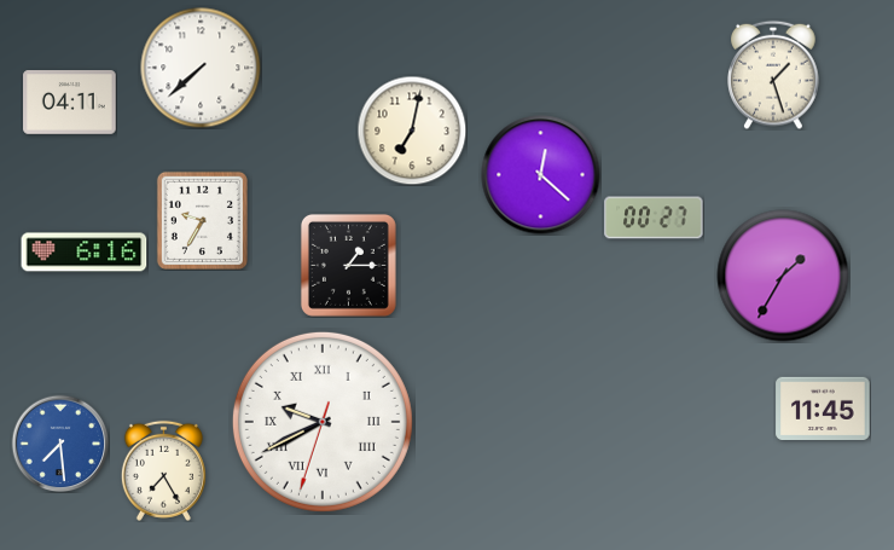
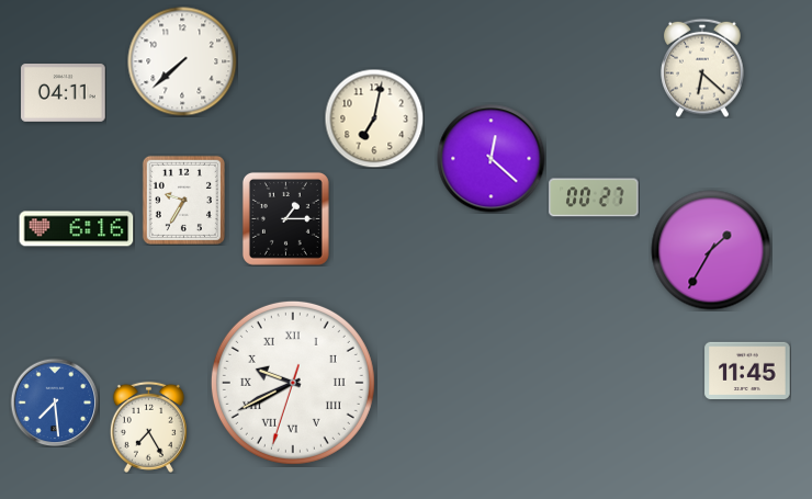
clock at (773, 75): 1:27 -> 6:22
clock at (348, 265) position: (348, 265) -> (285, 218)
